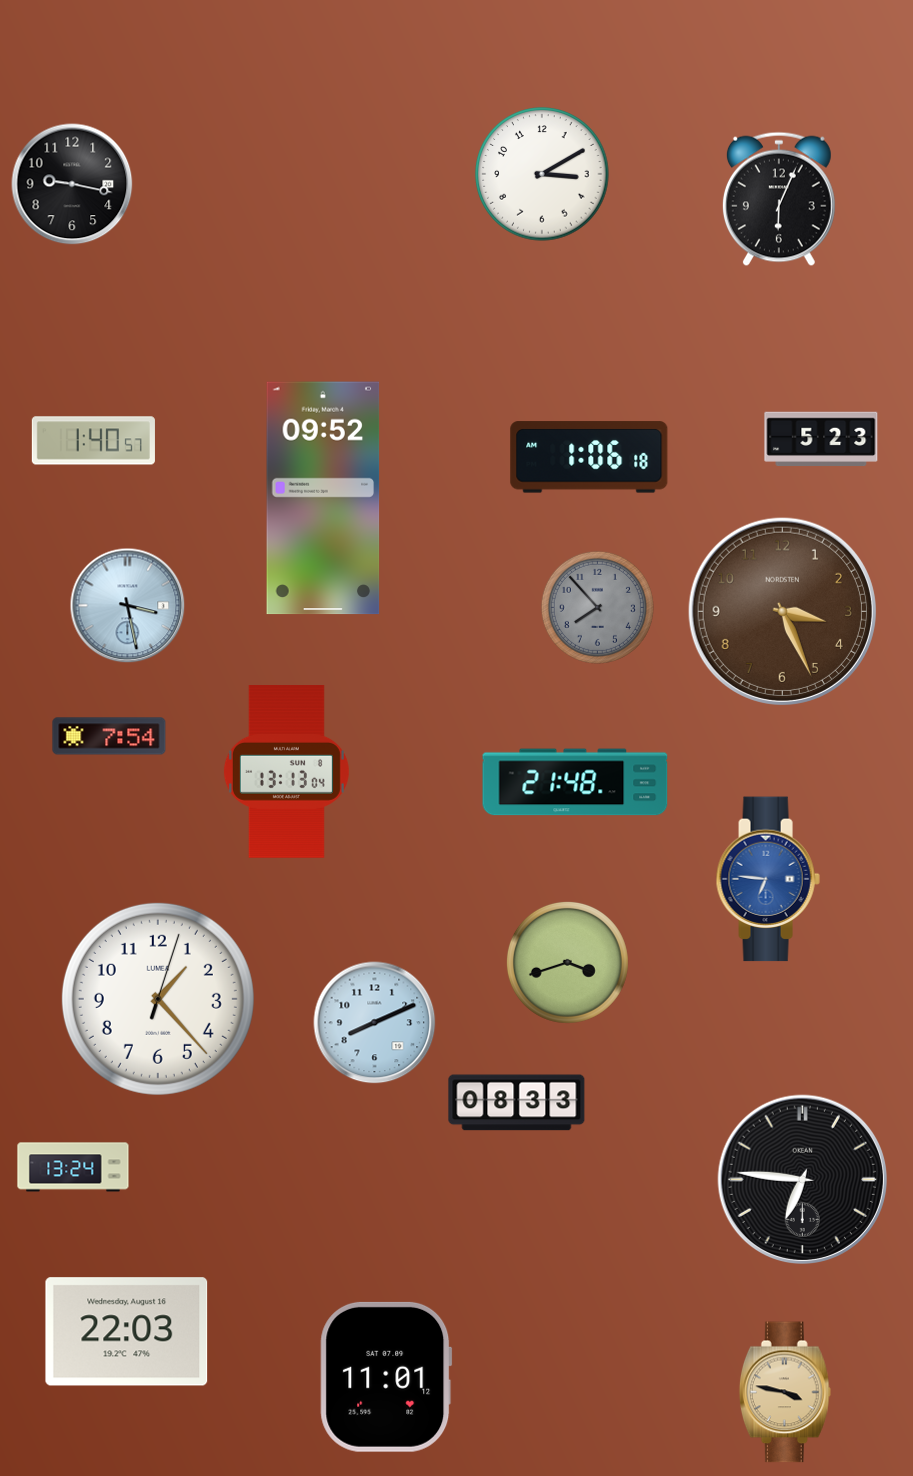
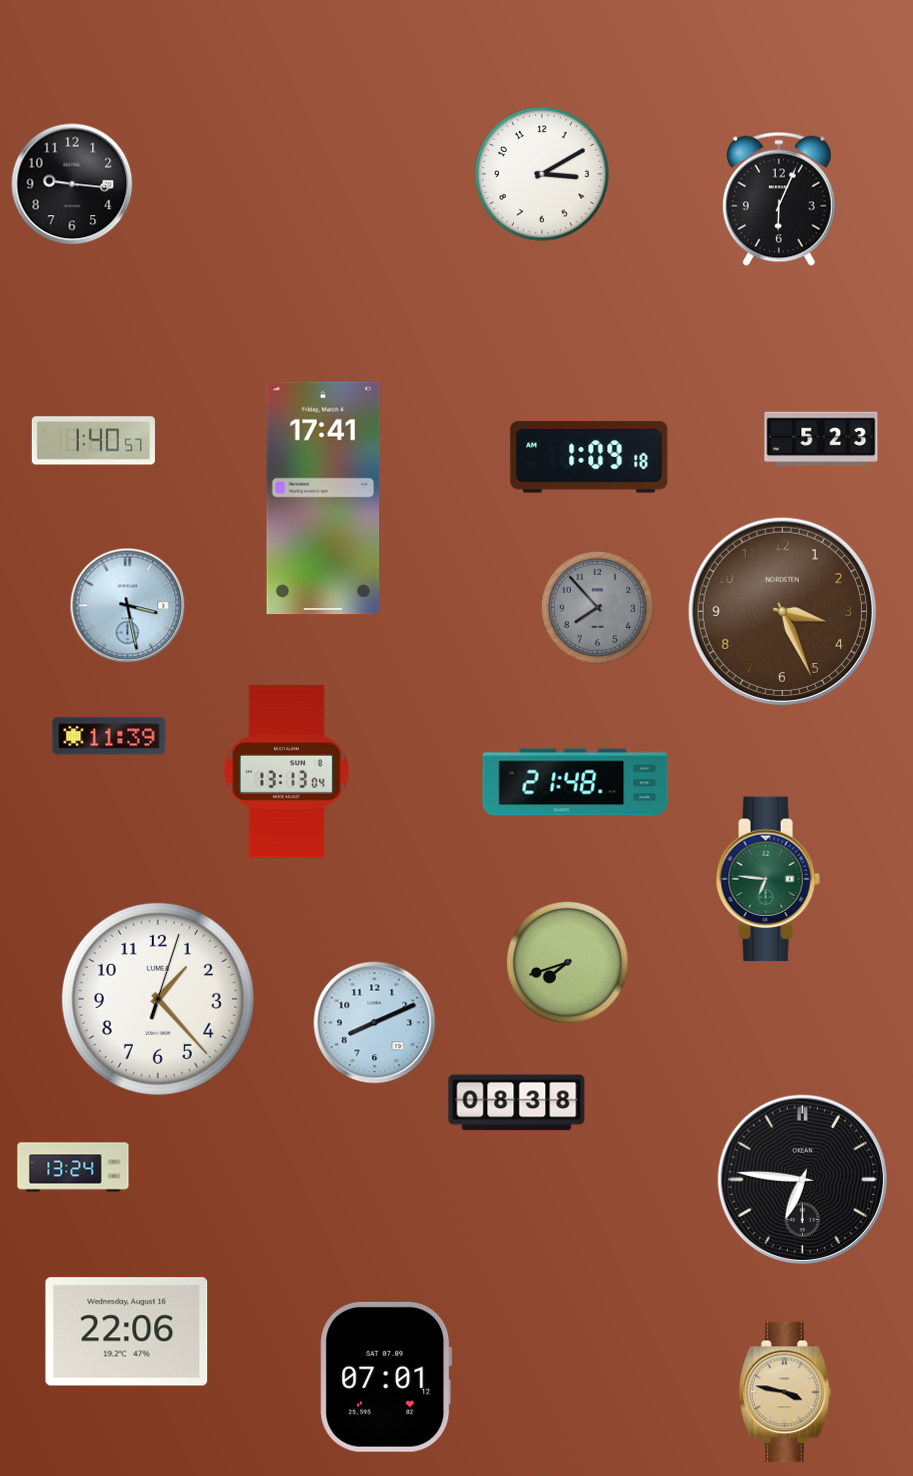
clock at (72, 184): 9:17 -> 9:16
clock at (589, 457): 1:06 -> 1:09
clock at (323, 498): 09:52 -> 17:41
clock at (109, 736): 7:54 -> 11:39
clock at (768, 879) dial: blue -> green
clock at (567, 962): 3:42 -> 7:42
clock at (517, 1103): 08:33 -> 08:38
clock at (127, 1332): 22:03 -> 22:06
clock at (386, 1377): 11:01 -> 07:01
